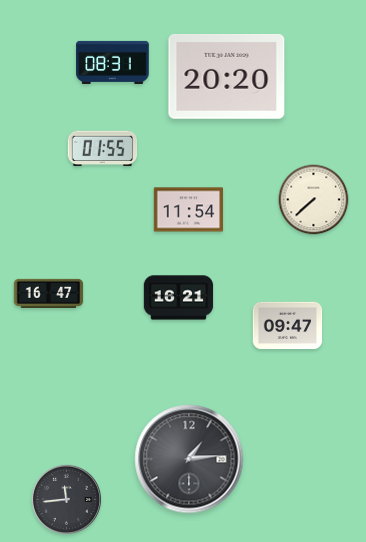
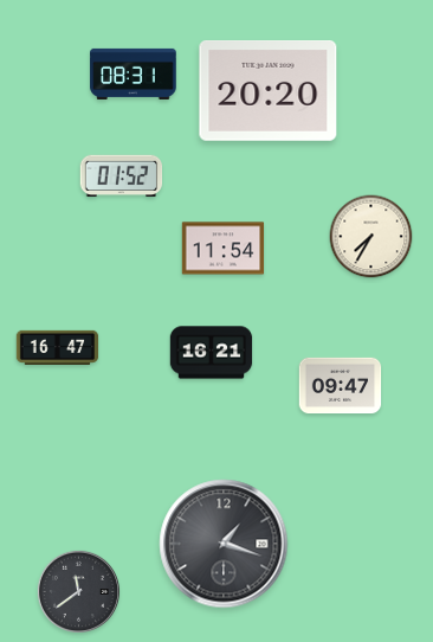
clock at (103, 149): 01:55 -> 01:52
clock at (314, 200): 7:38 -> 7:35
clock at (189, 459): 1:14 -> 1:18
clock at (66, 499): 11:44 -> 11:39
